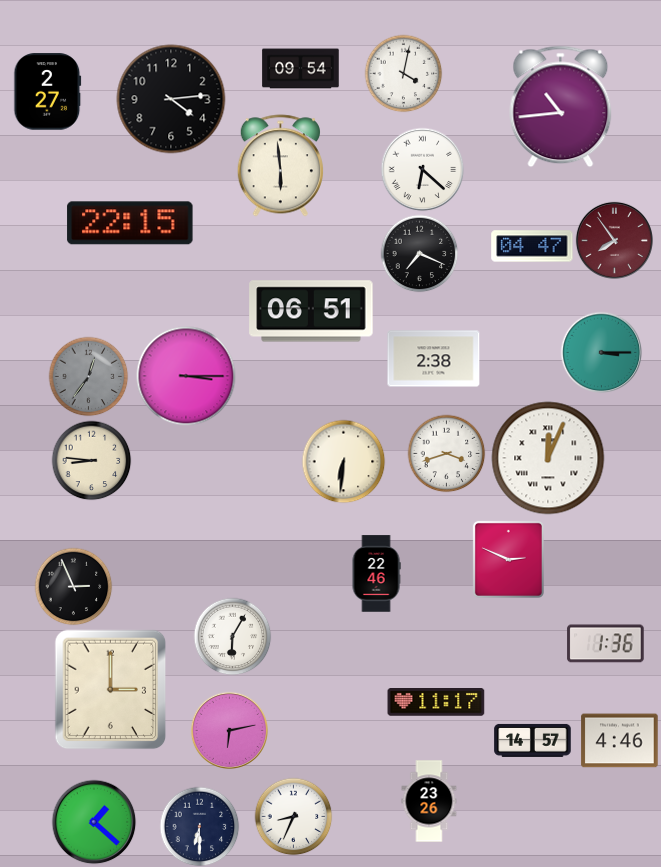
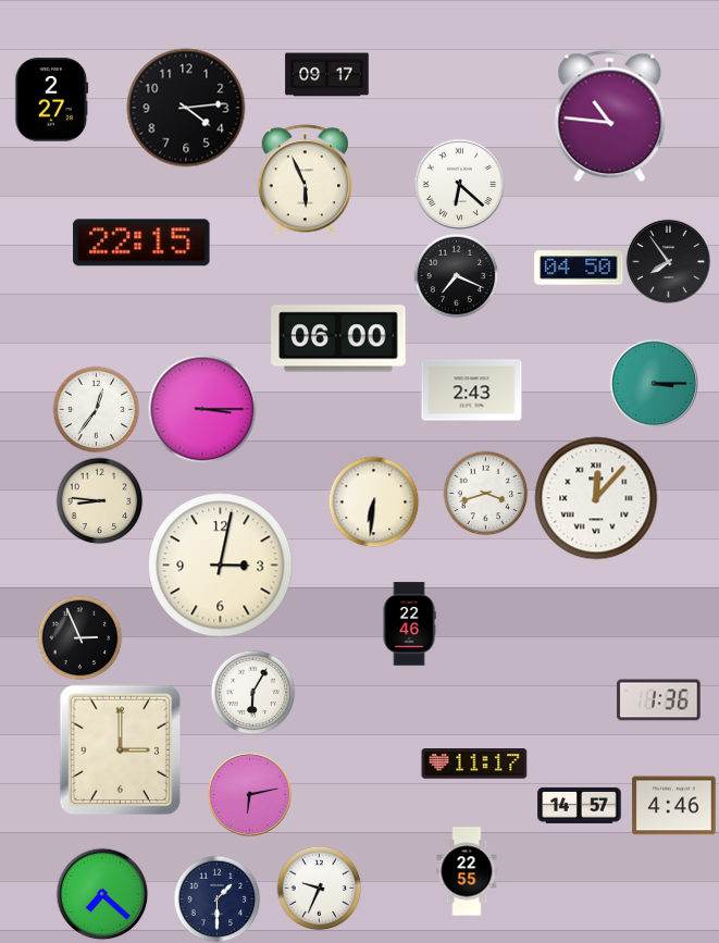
clock at (301, 69): 09:54 -> 09:17
clock at (403, 73): 4:02 -> none
clock at (561, 107): 10:44 -> 10:46
clock at (280, 166): 5:59 -> 5:56
clock at (614, 240) dial: burgundy -> black
clock at (532, 246): 04:47 -> 04:50
clock at (311, 311): 06:51 -> 06:00
clock at (434, 359): 2:38 -> 2:43
clock at (88, 376) dial: grey -> white
clock at (548, 458): 12:04 -> 12:07
clock at (221, 566): none -> 3:02
clock at (508, 559): 2:49 -> none
clock at (429, 801): 23:26 -> 22:55
clock at (293, 816): 8:34 -> 9:34
clock at (94, 822): 1:22 -> 7:22
clock at (199, 826): 6:30 -> 1:30
